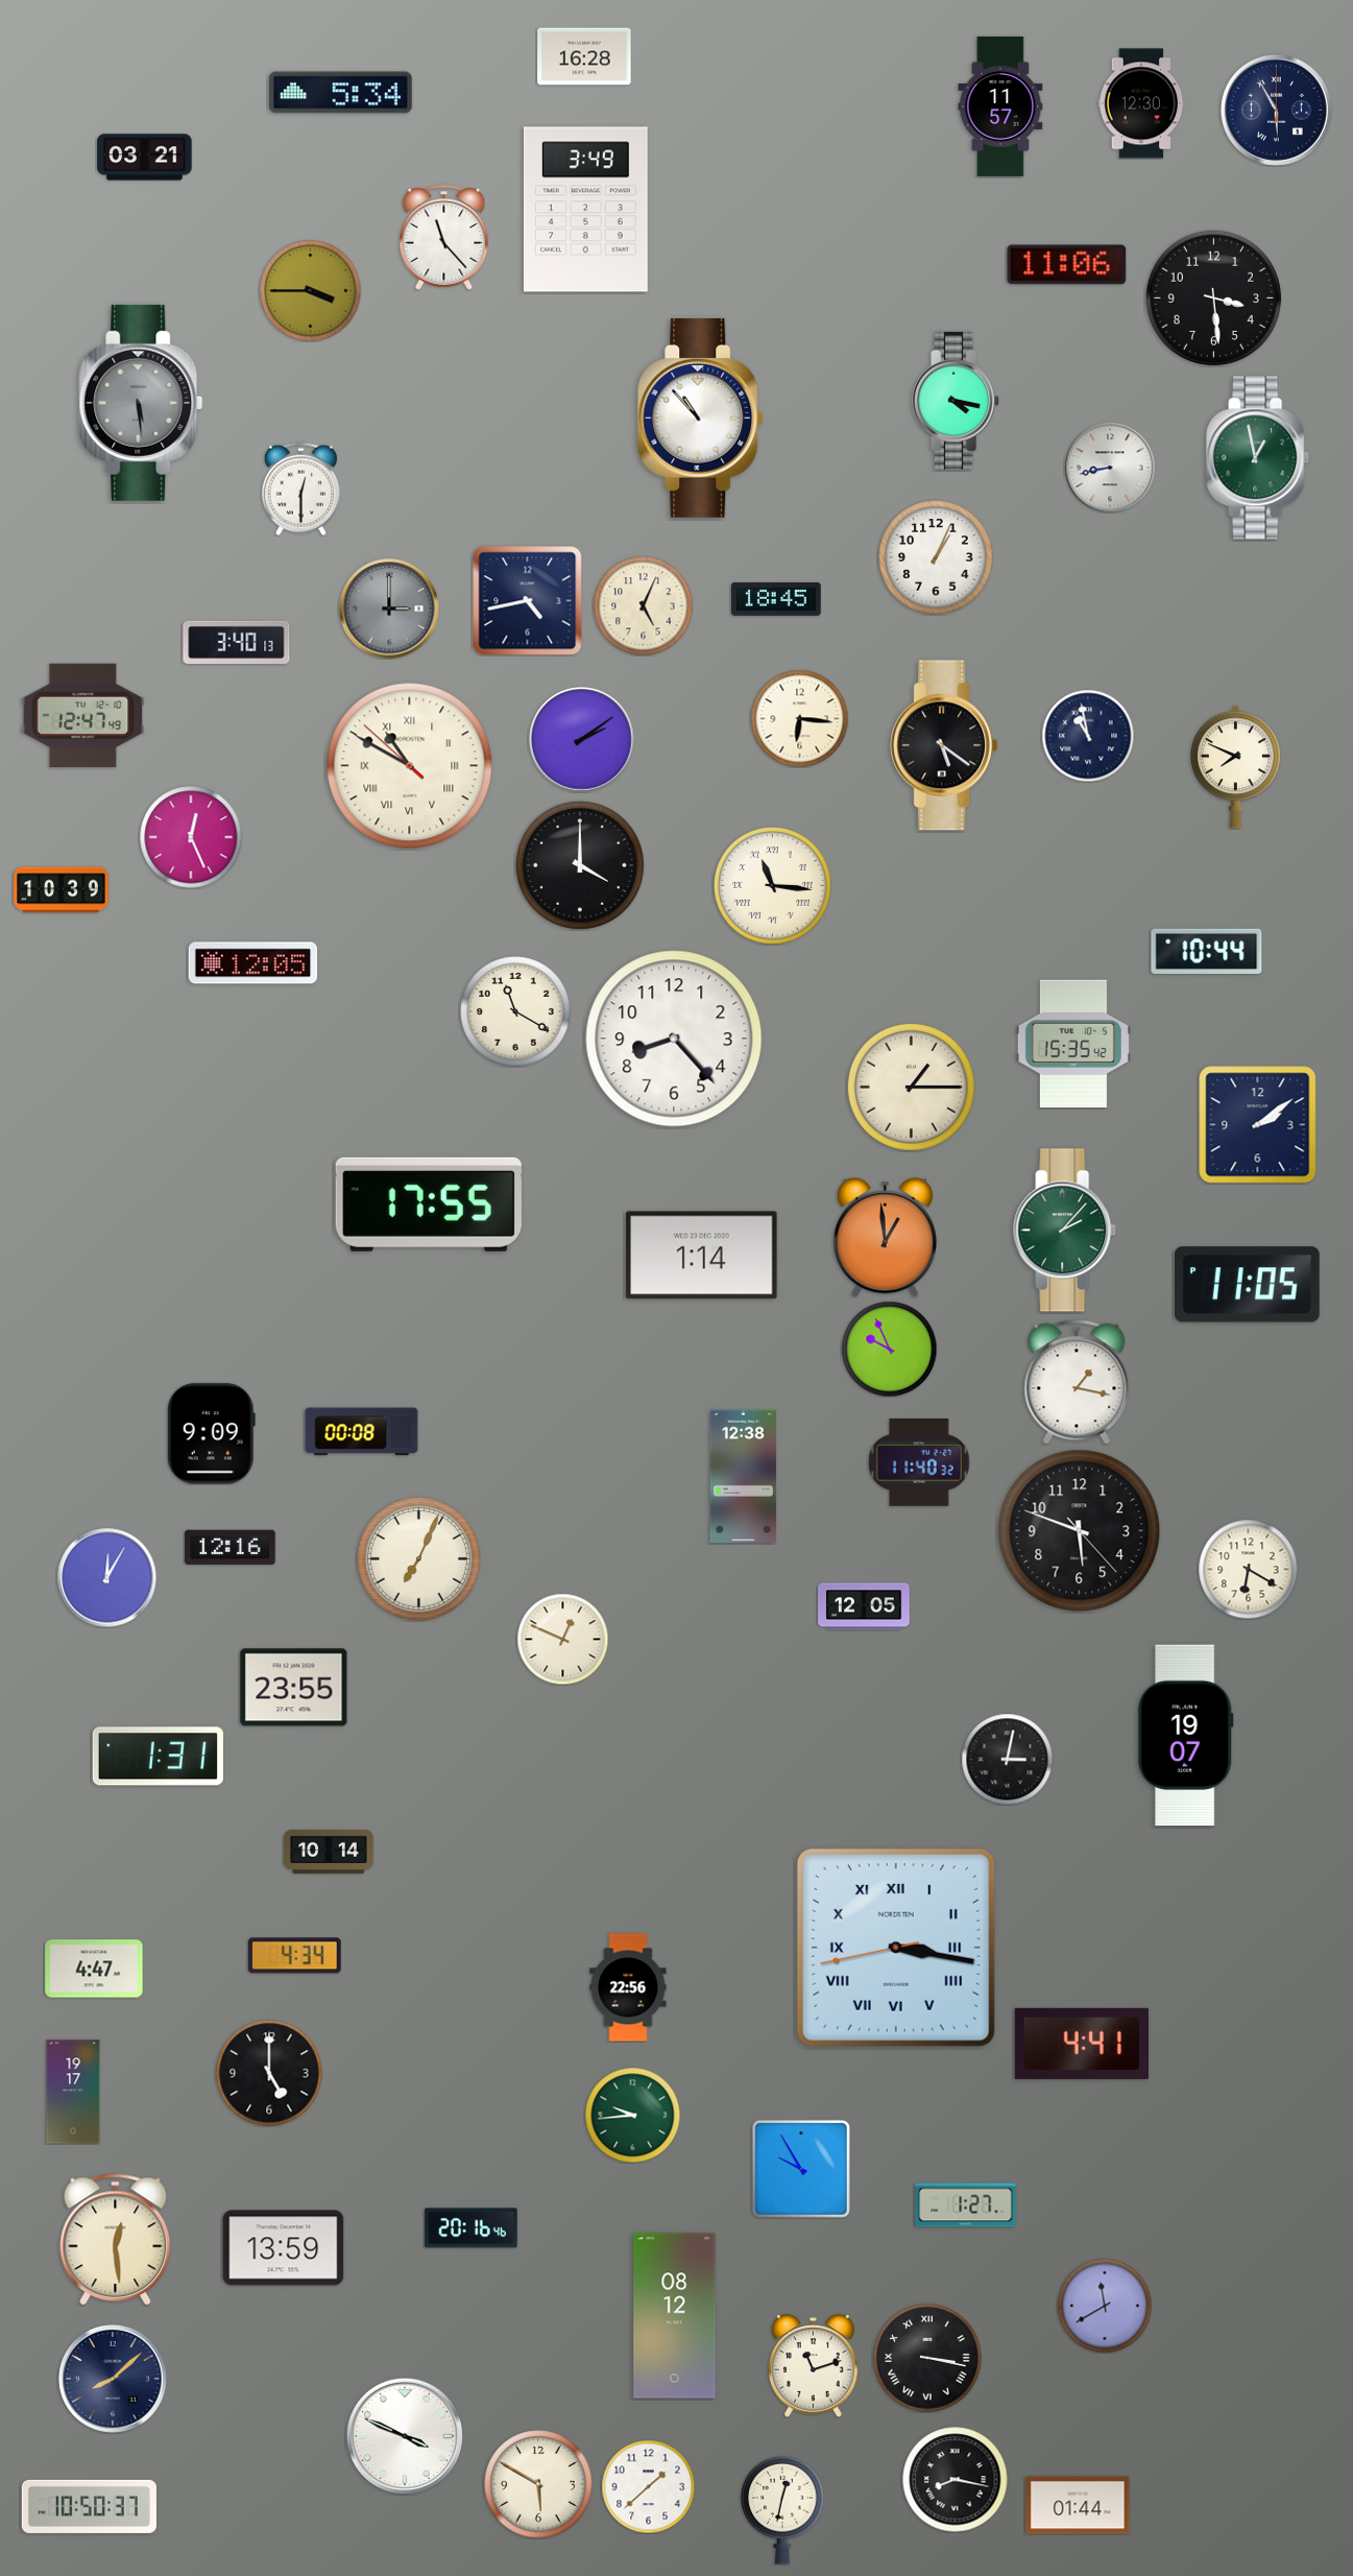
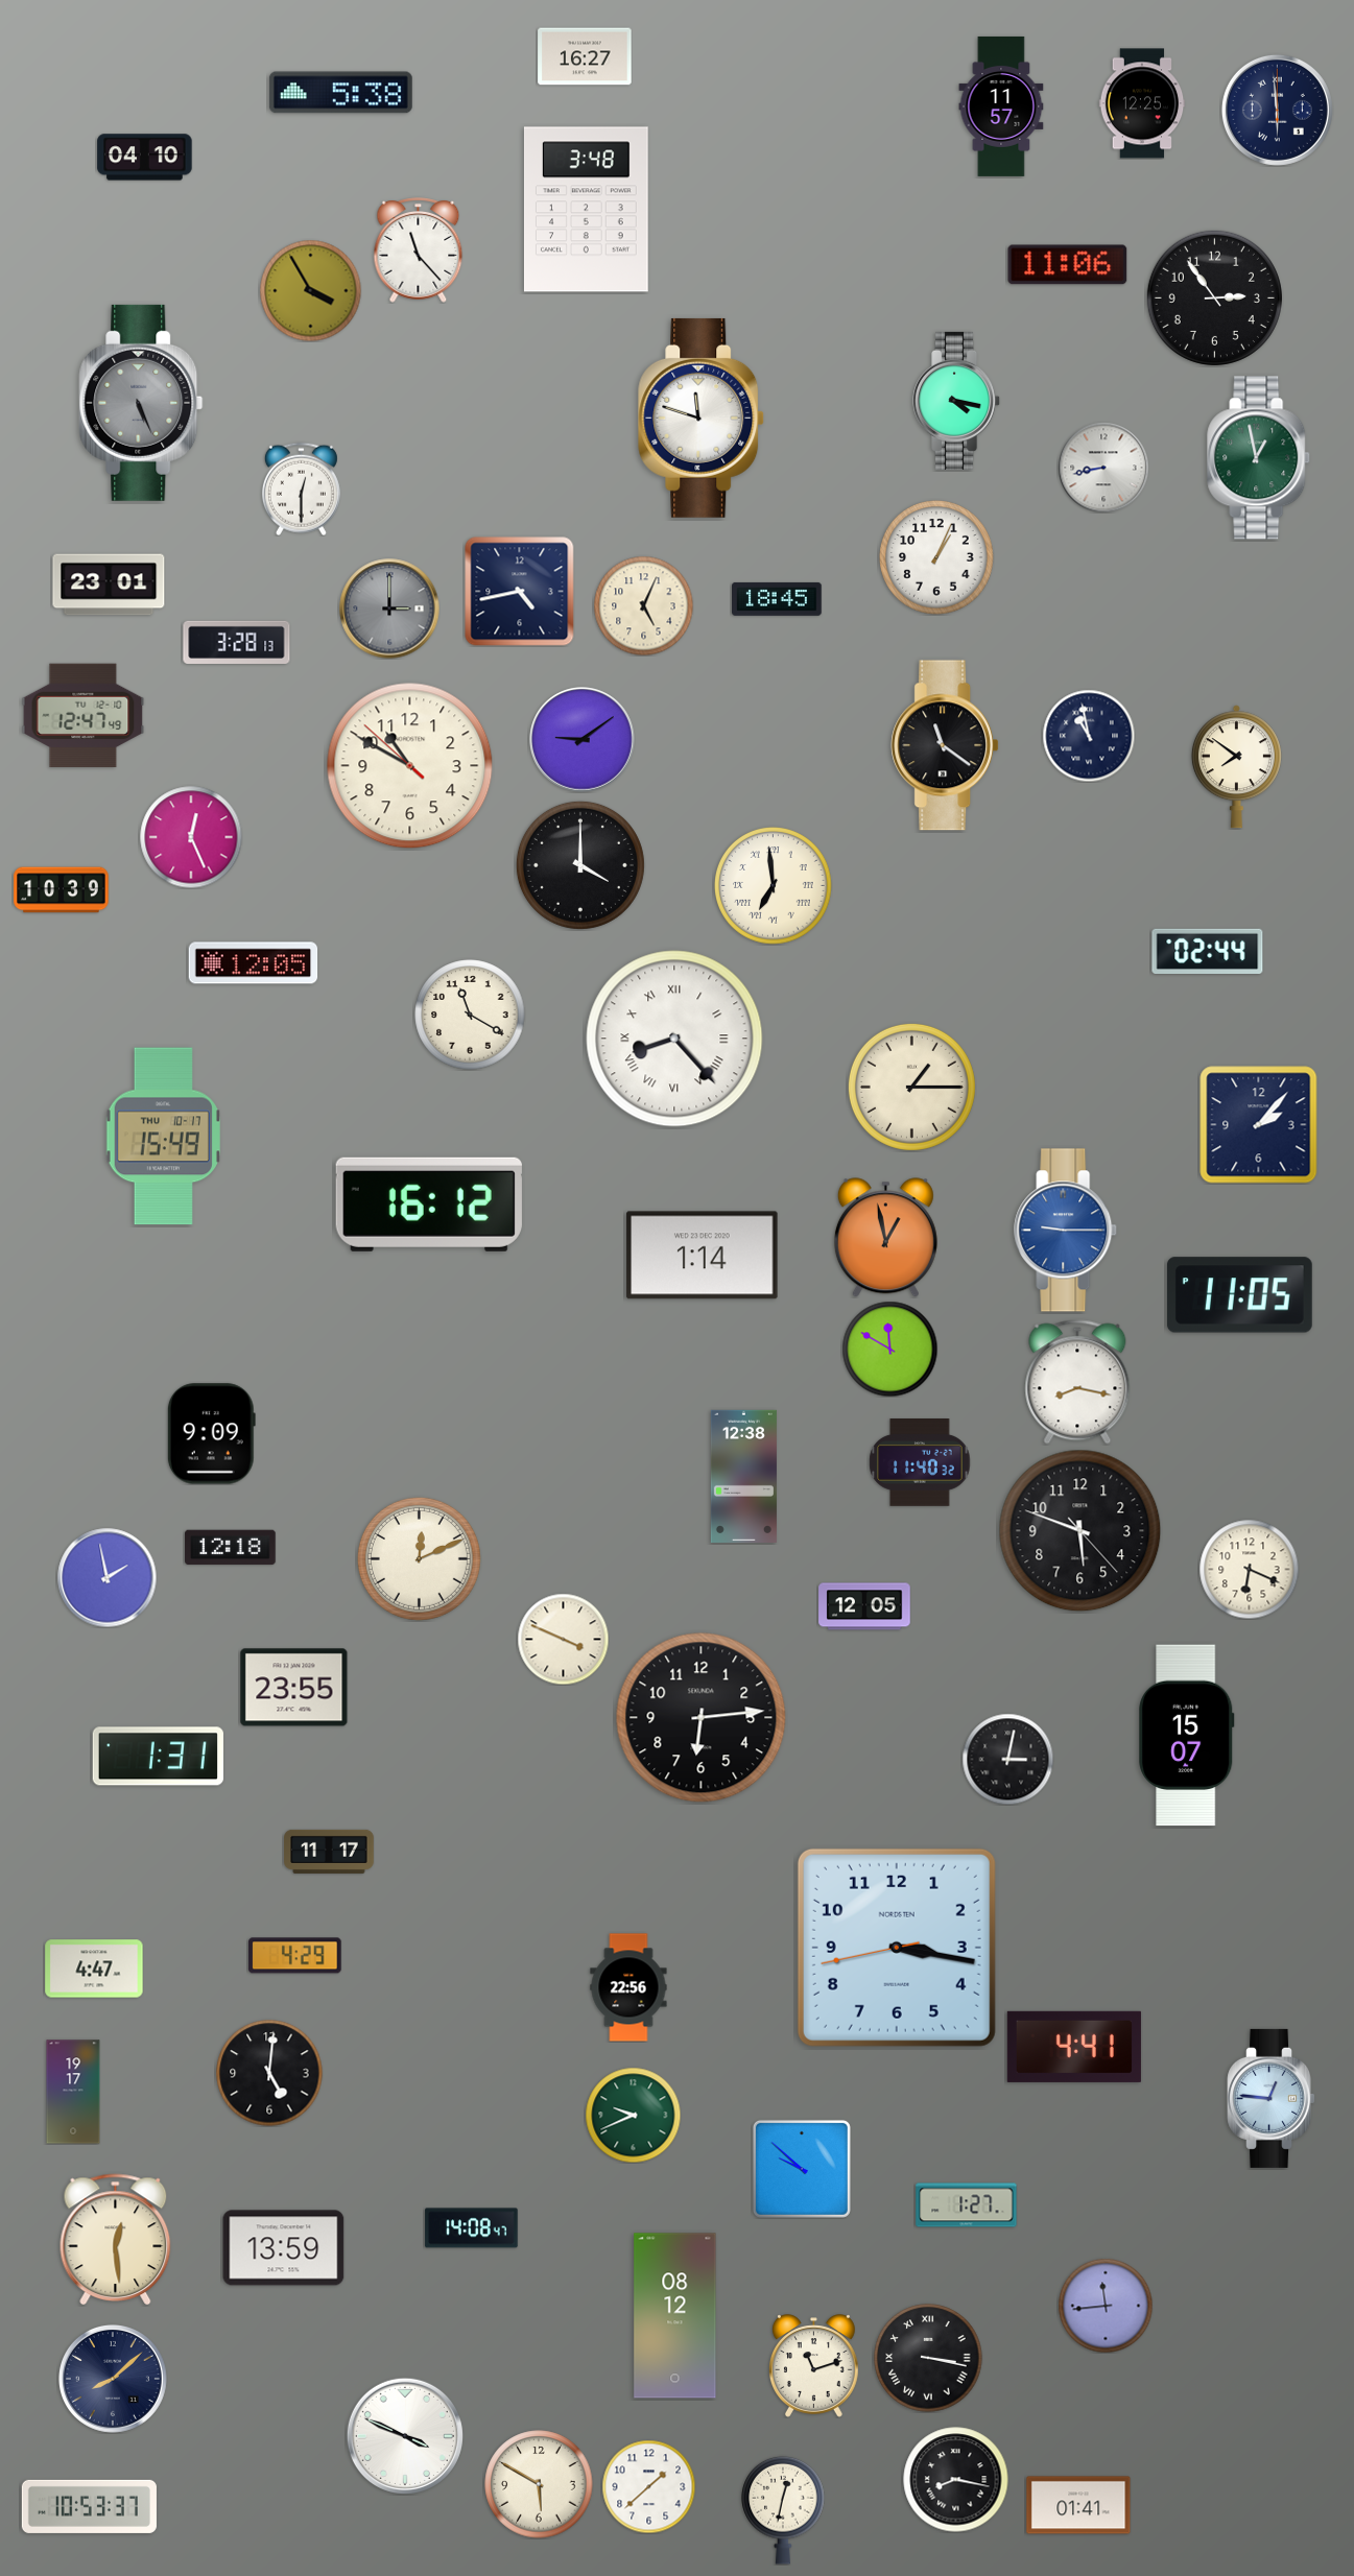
clock at (584, 56): 16:28 -> 16:27
clock at (340, 93): 5:34 -> 5:38
clock at (1141, 103): 12:30 -> 12:25
clock at (1276, 110): 5:55 -> 5:59
clock at (145, 158): 03:21 -> 04:10
clock at (586, 210): 3:49 -> 3:48
clock at (444, 238) position: (444, 238) -> (419, 251)
clock at (310, 290): 3:45 -> 3:55
clock at (1213, 297): 3:29 -> 2:54
clock at (141, 403): 5:29 -> 5:26
clock at (701, 418): 10:53 -> 11:48
clock at (1110, 468) position: (1110, 468) -> (1103, 468)
clock at (109, 585): none -> 23:01
clock at (527, 600) position: (527, 600) -> (519, 591)
clock at (237, 642): 3:40 -> 3:28
clock at (799, 718): 6:16 -> none
clock at (582, 740): 2:09 -> 9:09
clock at (944, 745): 5:21 -> 11:21
clock at (410, 766) numerals: Roman -> Arabic
clock at (1235, 767): 7:49 -> 7:51
clock at (773, 886): 11:16 -> 6:59
clock at (1207, 951): 10:44 -> 02:44
clock at (515, 1011) position: (515, 1011) -> (470, 1015)
clock at (674, 1039) numerals: Arabic -> Roman
clock at (1073, 1044): 15:35 -> none
clock at (1258, 1125): 2:09 -> 2:07
clock at (163, 1137): none -> 15:49
clock at (429, 1204): 17:55 -> 16:12
clock at (1065, 1231): 2:07 -> 9:15
clock at (1065, 1231) dial: green -> blue
clock at (885, 1238): 12:59 -> 12:58
clock at (1247, 1285) position: (1247, 1285) -> (1239, 1295)
clock at (889, 1349): 9:56 -> 11:50
clock at (1077, 1382): 1:17 -> 8:17
clock at (362, 1432): 00:08 -> none
clock at (231, 1548): 12:16 -> 12:18
clock at (418, 1558): 7:04 -> 12:11
clock at (1248, 1569): 6:20 -> 6:19
clock at (106, 1577): 12:05 -> 1:58
clock at (562, 1639): 12:49 -> 3:49
clock at (702, 1718): none -> 6:14
clock at (1186, 1736): 19:07 -> 15:07
clock at (329, 1852): 10:14 -> 11:17
clock at (896, 1948) numerals: Roman -> Arabic
clock at (295, 1956): 4:34 -> 4:29
clock at (1082, 2044) position: (1082, 2044) -> (1074, 2047)
clock at (269, 2073): 5:00 -> 5:01
clock at (1272, 2098): none -> 12:46
clock at (632, 2115): 9:44 -> 9:41
clock at (801, 2169): 9:55 -> 9:52
clock at (472, 2228): 20:16 -> 14:08
clock at (1105, 2306): 11:40 -> 11:44
clock at (1078, 2505): 01:44 -> 01:41
clock at (89, 2506): 10:50 -> 10:53
